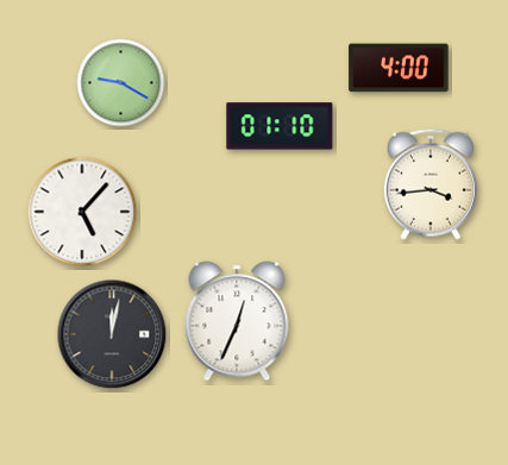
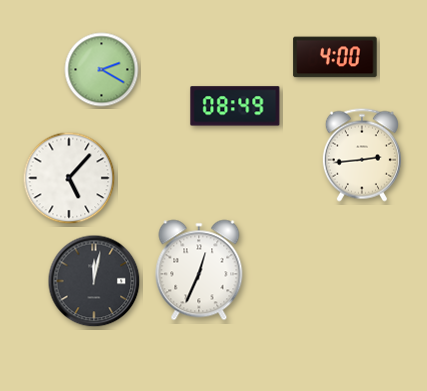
clock at (121, 83): 9:20 -> 2:20
clock at (280, 126): 01:10 -> 08:49
clock at (431, 184): 3:44 -> 2:44
